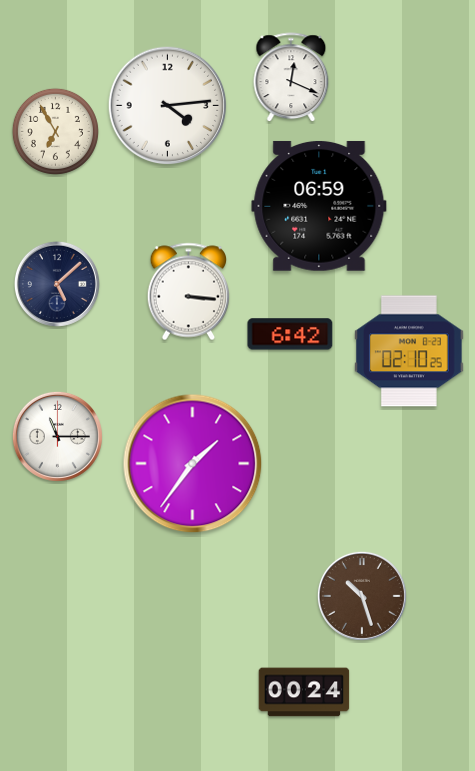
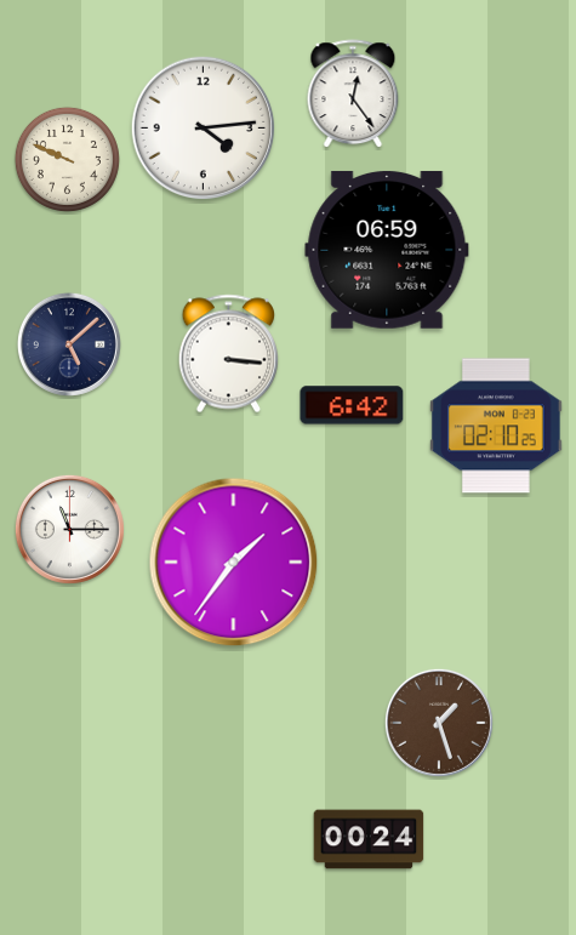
clock at (291, 78): 12:19 -> 12:24
clock at (55, 131): 6:55 -> 9:49
clock at (362, 596): 10:27 -> 1:27
